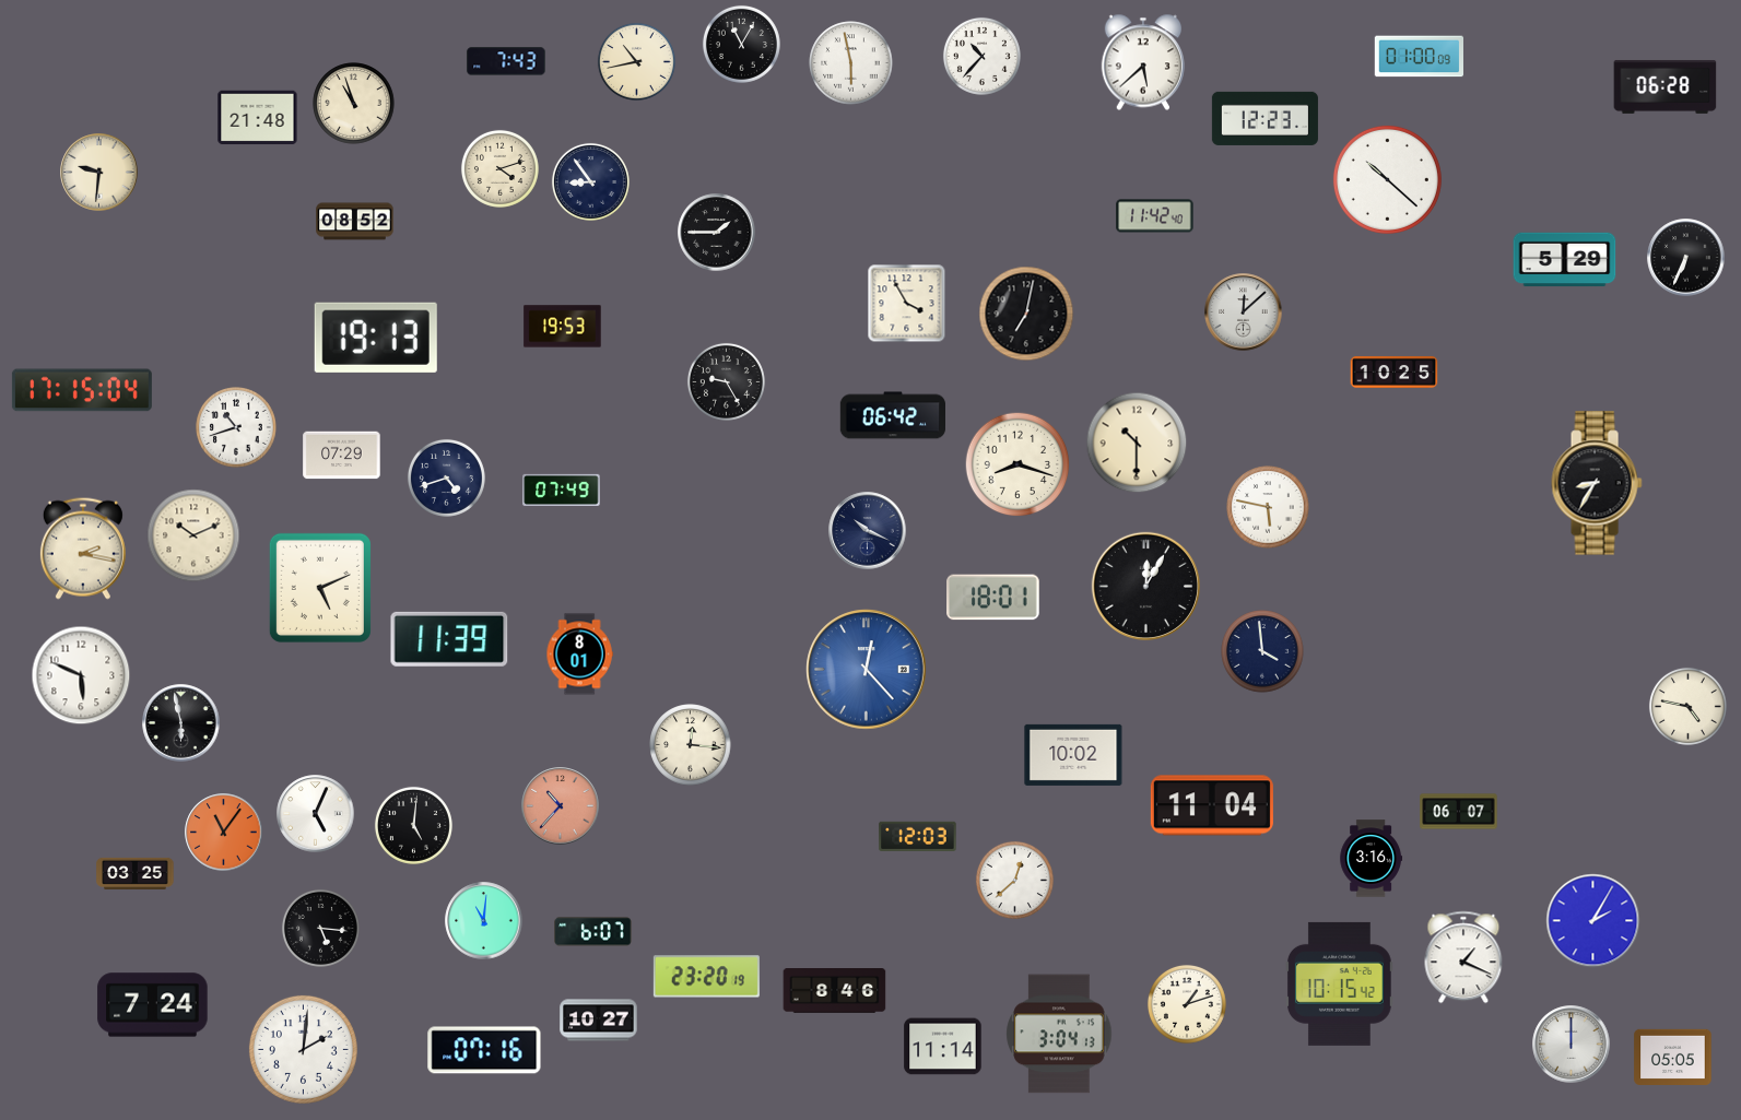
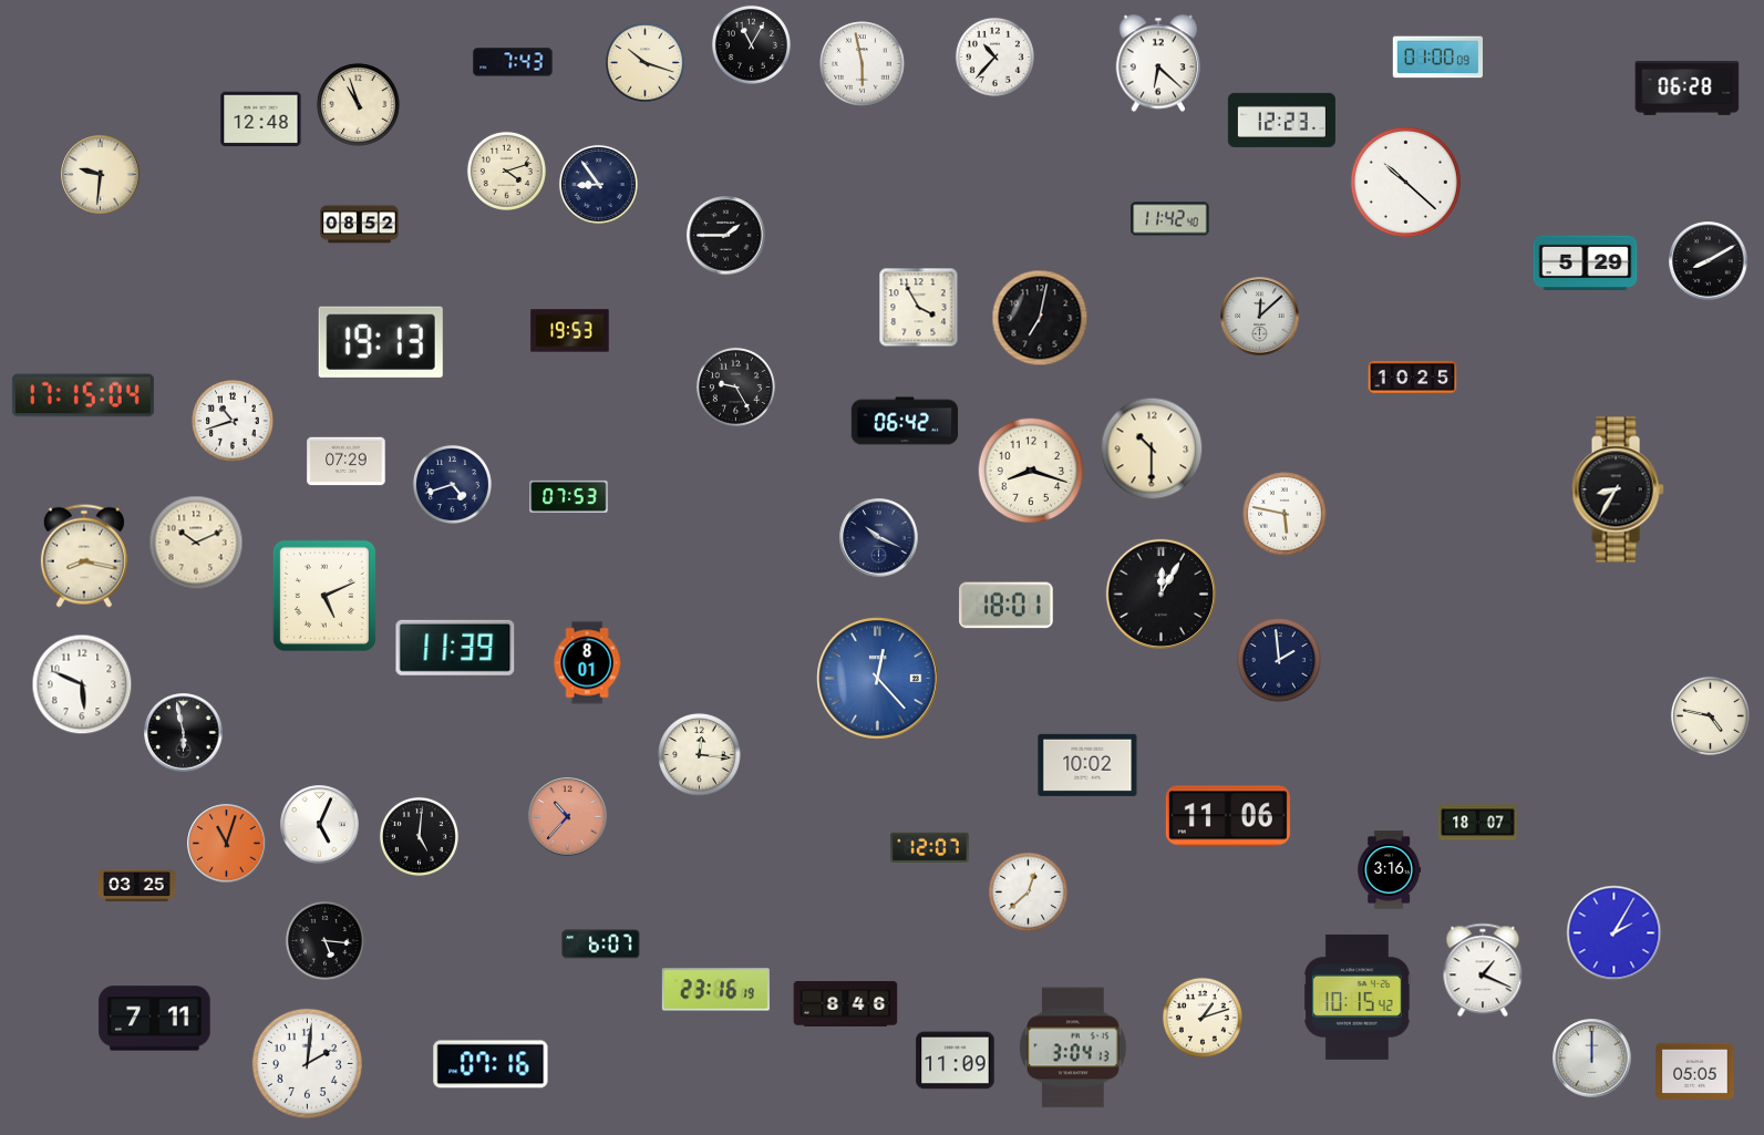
clock at (636, 61): 10:43 -> 10:18
clock at (1143, 62): 5:38 -> 6:22
clock at (258, 118): 21:48 -> 12:48
clock at (1686, 258): 6:34 -> 8:10
clock at (236, 427) position: (236, 427) -> (233, 421)
clock at (562, 490): 07:49 -> 07:53
clock at (83, 549): 2:17 -> 8:17
clock at (1262, 651): 3:59 -> 1:59
clock at (1212, 805): 11:04 -> 11:06
clock at (1459, 812): 06:07 -> 18:07
clock at (224, 833): 11:06 -> 11:03
clock at (918, 836): 12:03 -> 12:07
clock at (484, 921): 11:01 -> none
clock at (706, 977): 23:20 -> 23:16
clock at (153, 1005): 7:24 -> 7:11
clock at (599, 1021): 10:27 -> none
clock at (943, 1047): 11:14 -> 11:09
